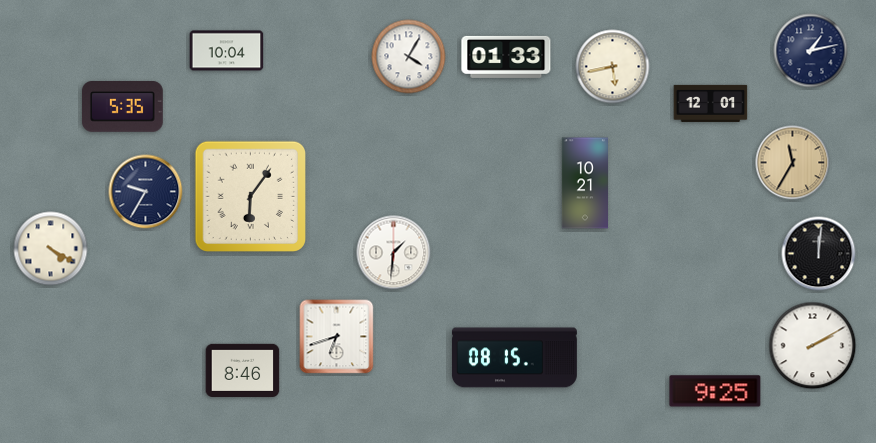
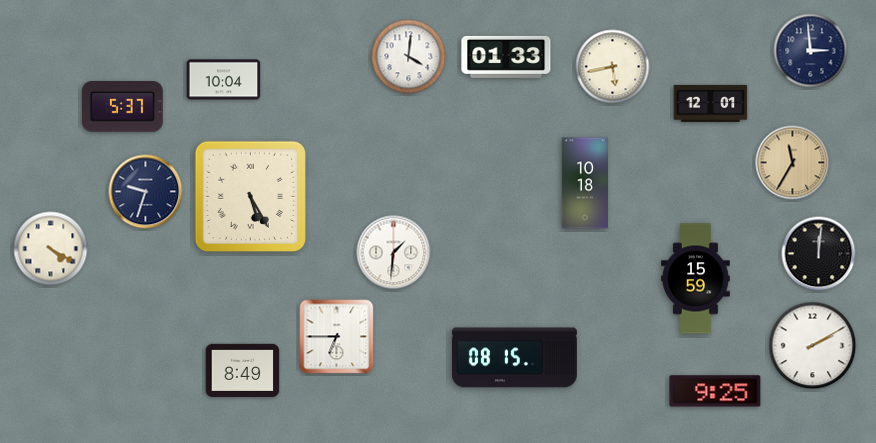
clock at (227, 51) position: (227, 51) -> (224, 80)
clock at (811, 51): 1:13 -> 2:59
clock at (409, 57): 4:05 -> 4:01
clock at (122, 107): 5:35 -> 5:37
clock at (584, 183): 10:21 -> 10:18
clock at (146, 192): 9:35 -> 9:33
clock at (251, 197): 6:06 -> 5:25
clock at (696, 279): none -> 15:59
clock at (337, 337): 6:42 -> 6:45
clock at (243, 370): 8:46 -> 8:49
